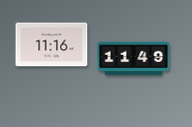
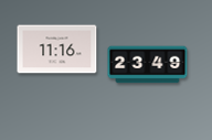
clock at (134, 59): 11:49 -> 23:49
